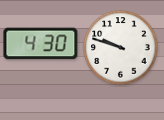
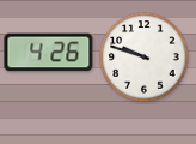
clock at (41, 44): 4:30 -> 4:26
